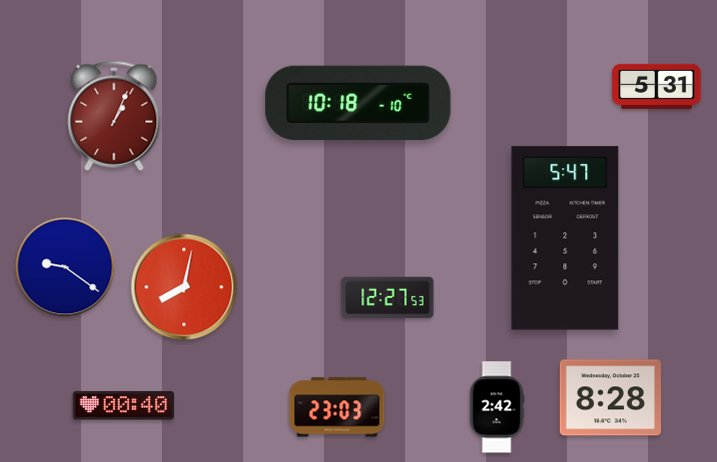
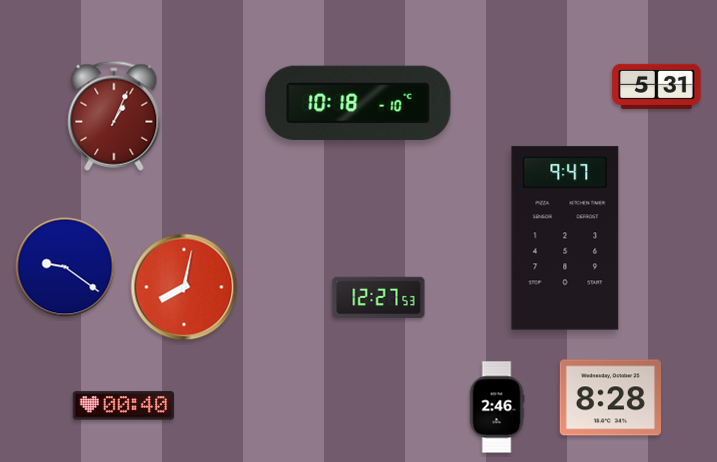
clock at (565, 238): 5:47 -> 9:47
clock at (388, 298) position: (388, 298) -> (379, 298)
clock at (337, 407): 23:03 -> none
clock at (497, 407): 2:42 -> 2:46
